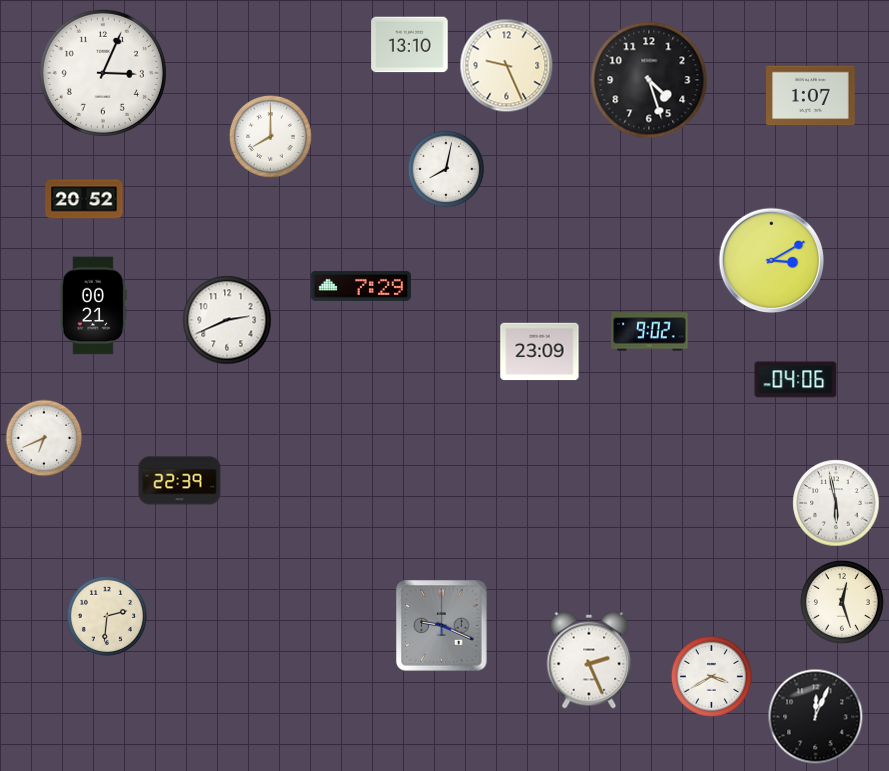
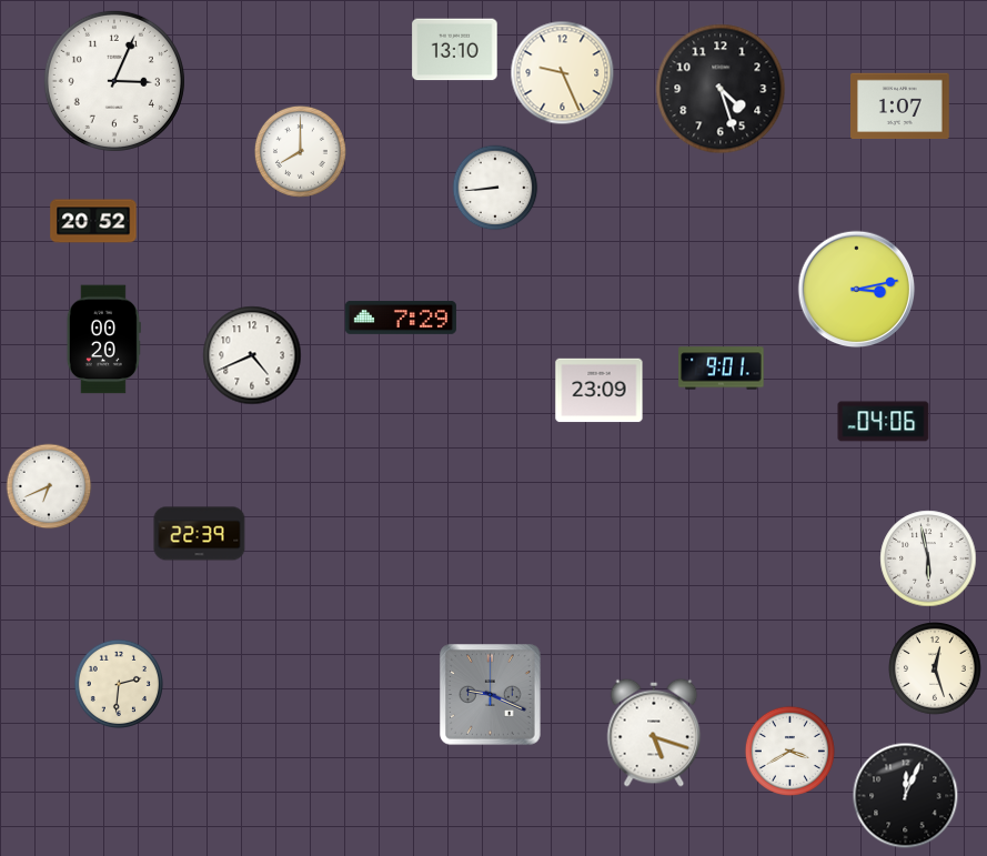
clock at (446, 169): 8:02 -> 8:44
clock at (772, 261): 3:10 -> 3:13
clock at (93, 306): 00:21 -> 00:20
clock at (227, 320): 2:41 -> 4:41
clock at (650, 332): 9:02 -> 9:01
clock at (589, 660): 2:26 -> 5:18
